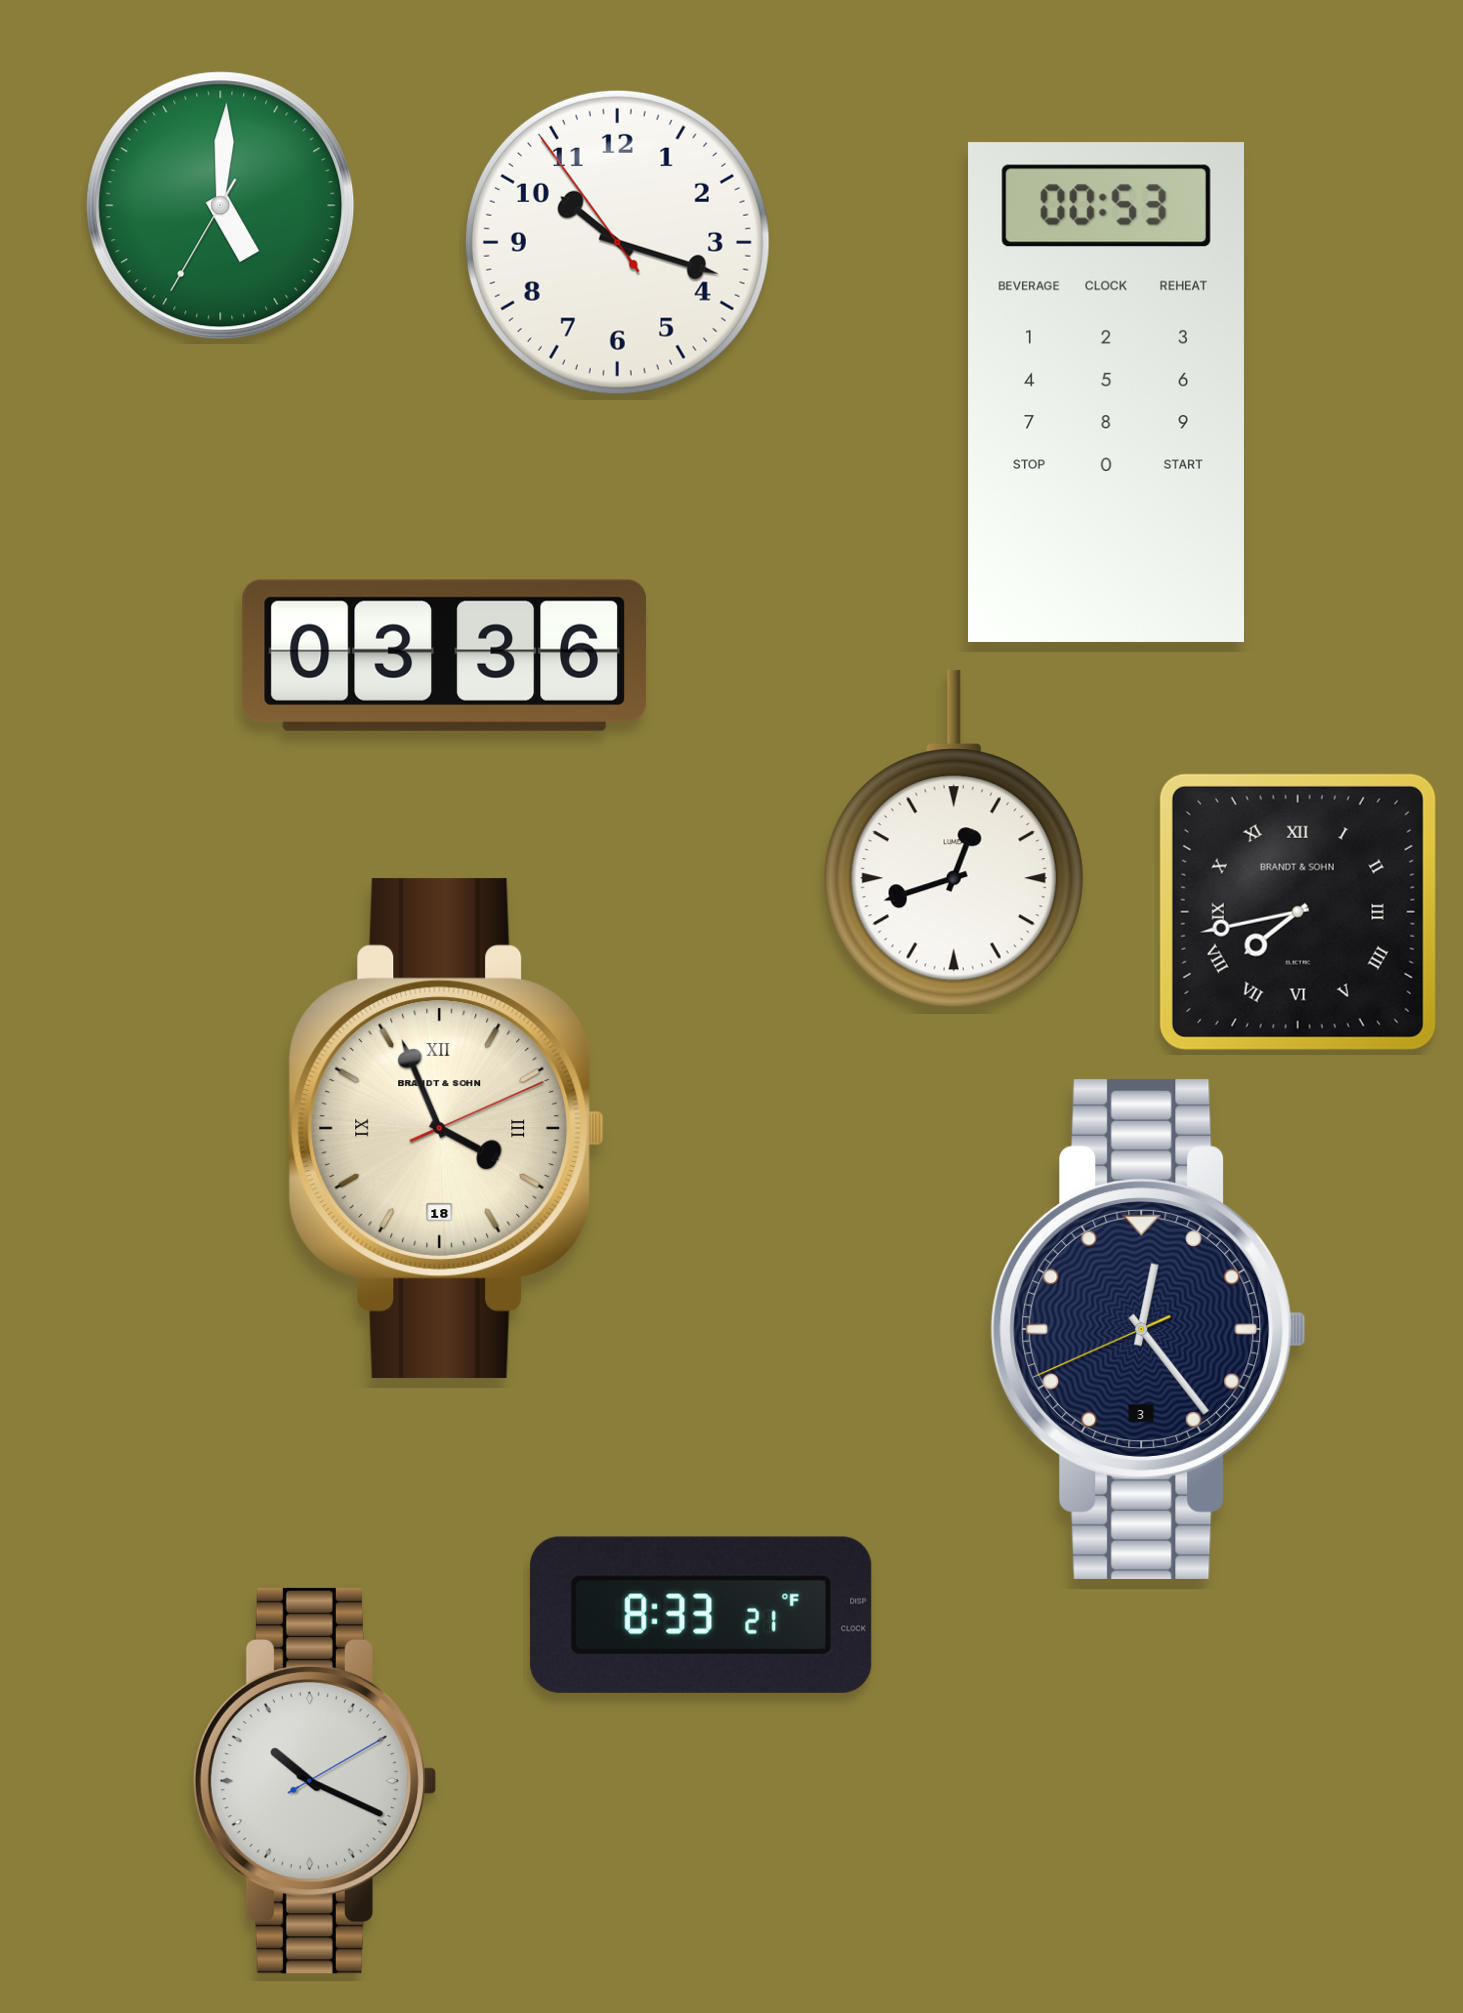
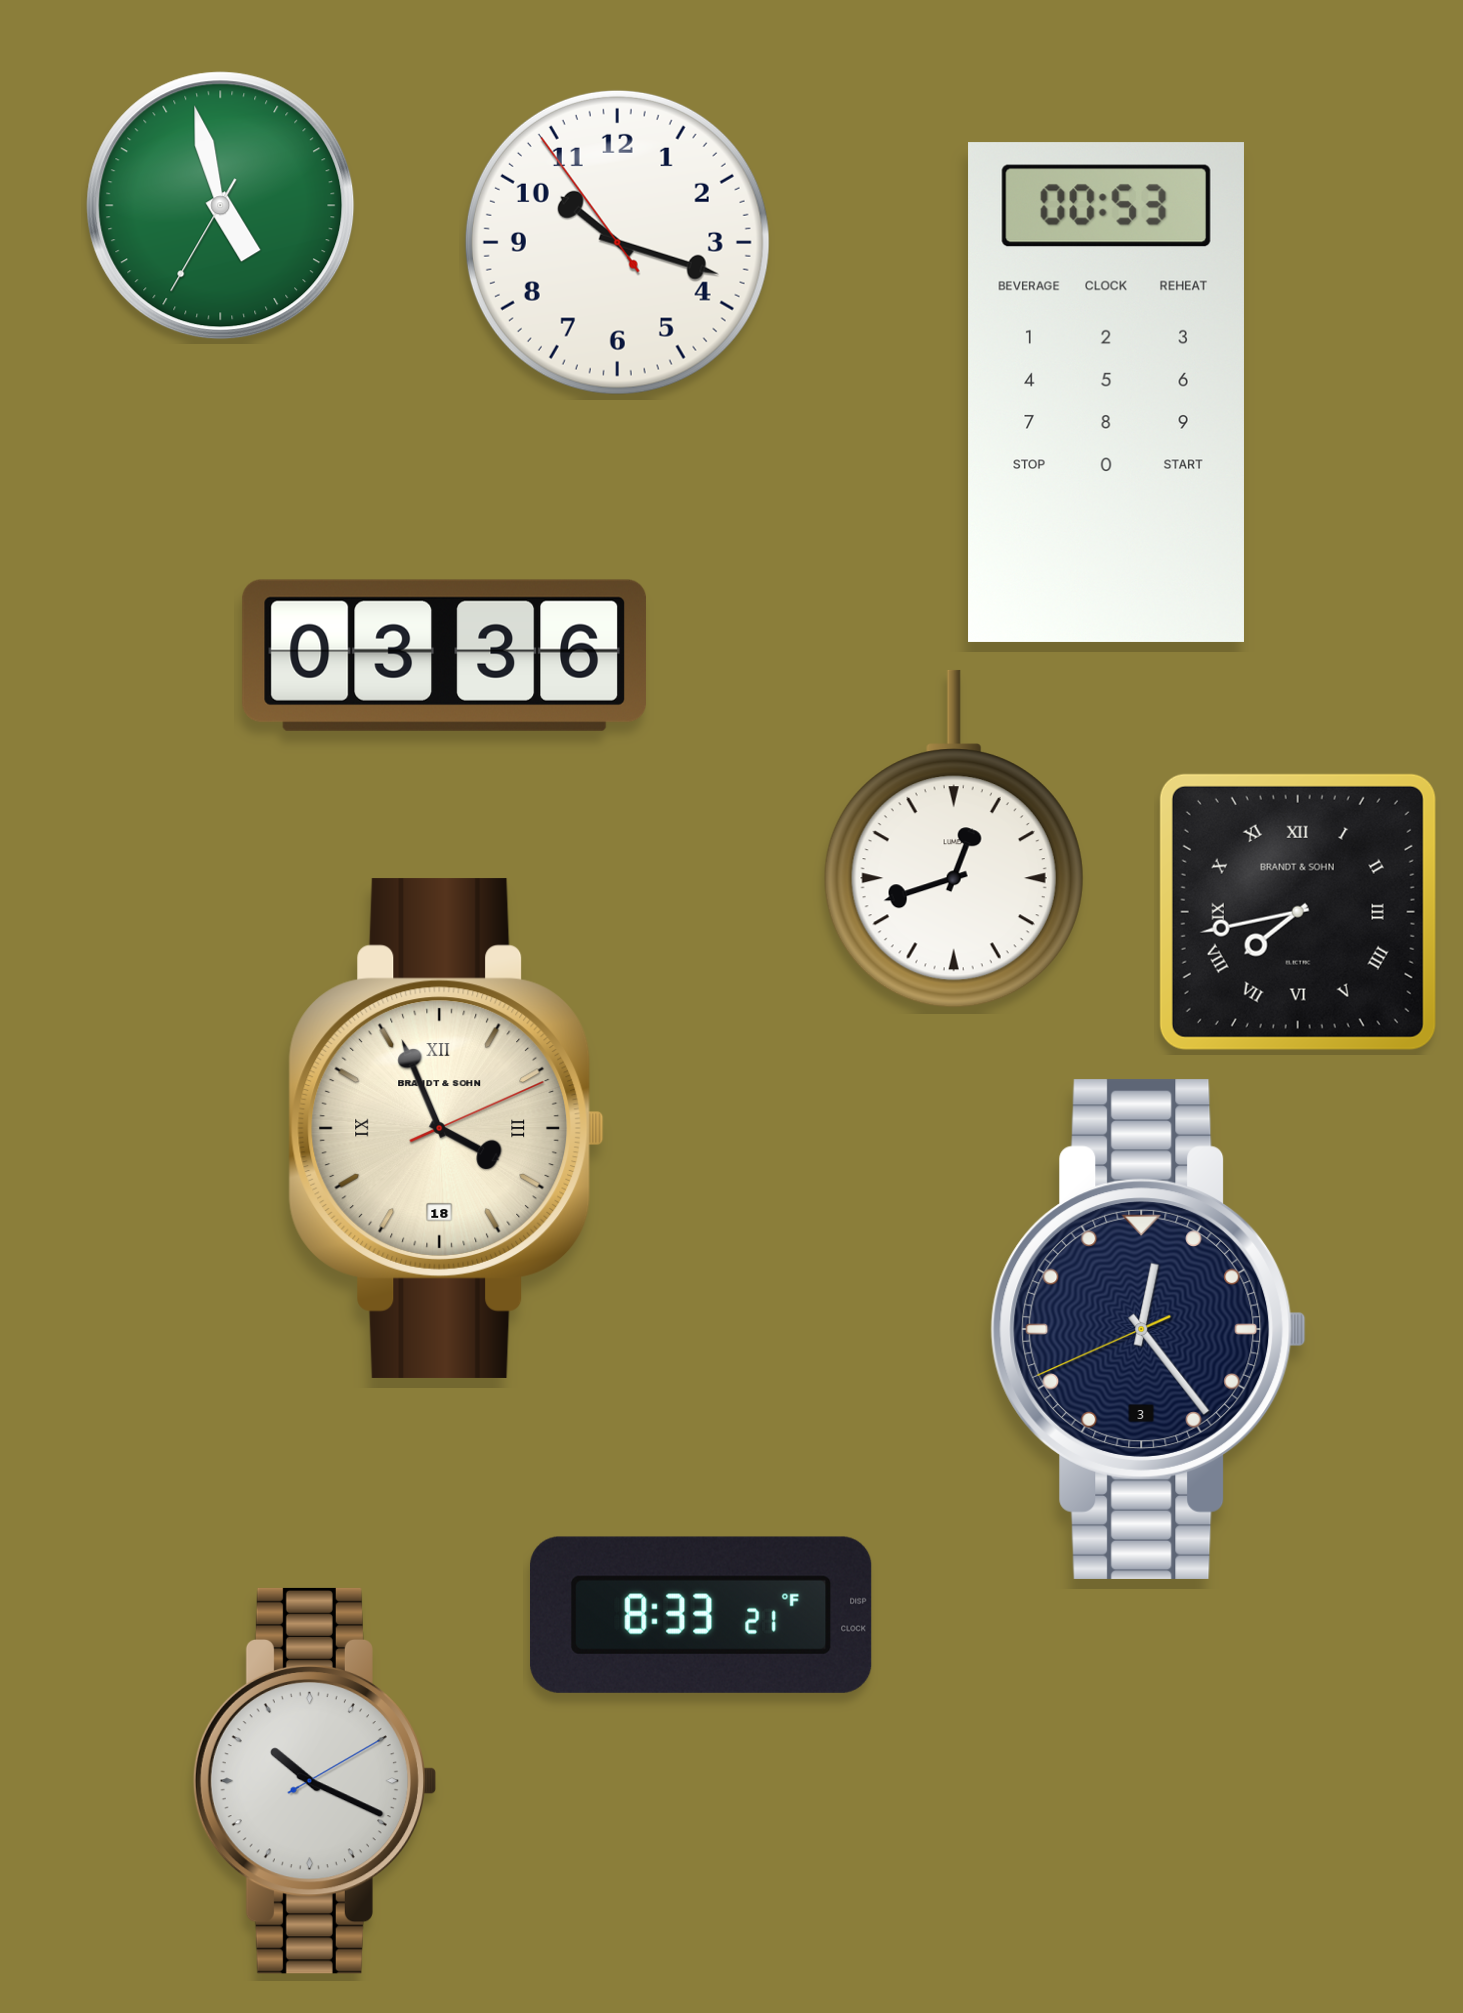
clock at (221, 206): 5:00 -> 4:57
